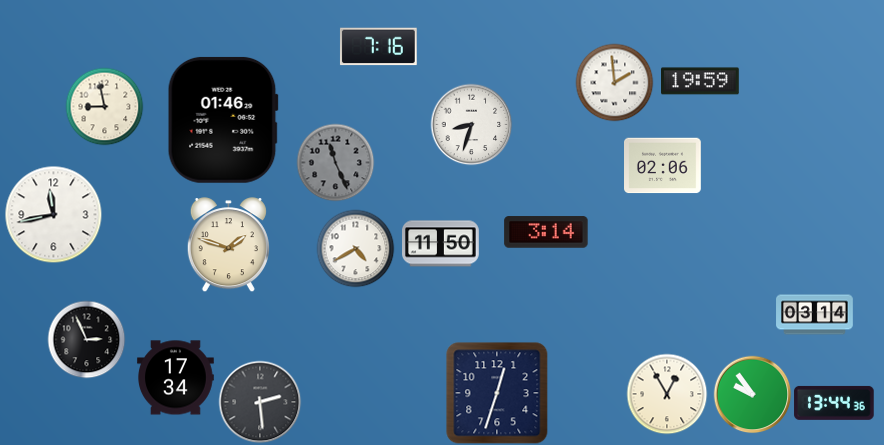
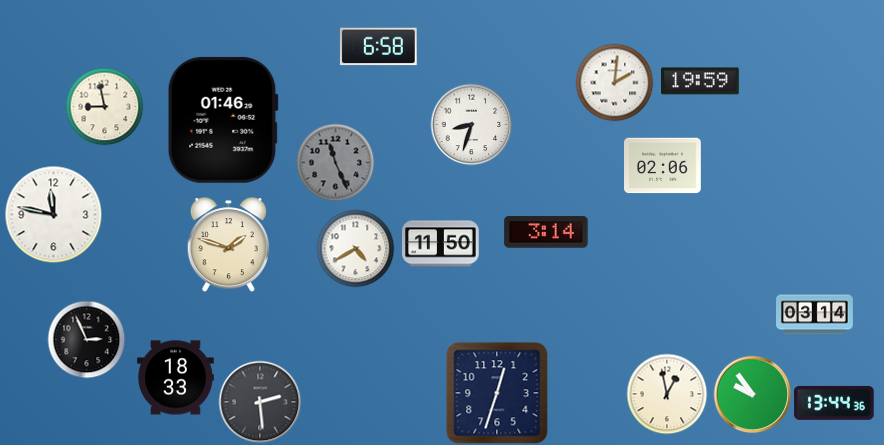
clock at (379, 47): 7:16 -> 6:58
clock at (614, 82): 1:59 -> 2:01
clock at (53, 214): 11:43 -> 11:47
clock at (176, 378): 17:34 -> 18:33
clock at (667, 394): 12:55 -> 12:58
